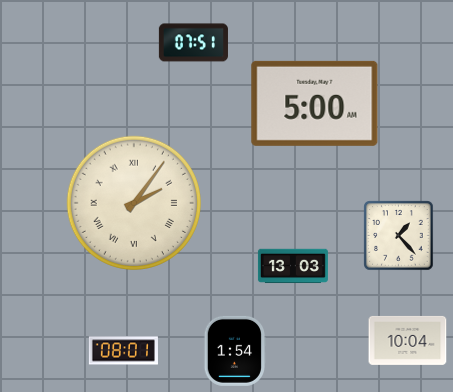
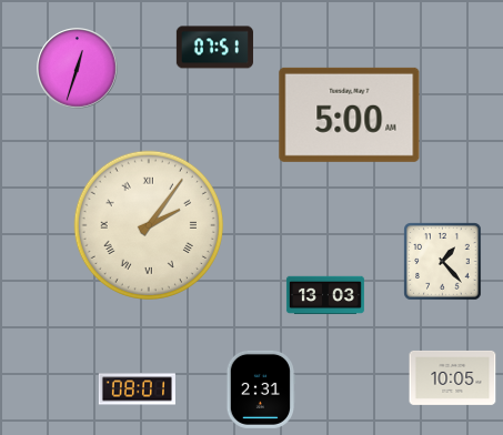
clock at (78, 69): none -> 12:33
clock at (408, 340): 10:04 -> 10:05
clock at (234, 351): 1:54 -> 2:31
